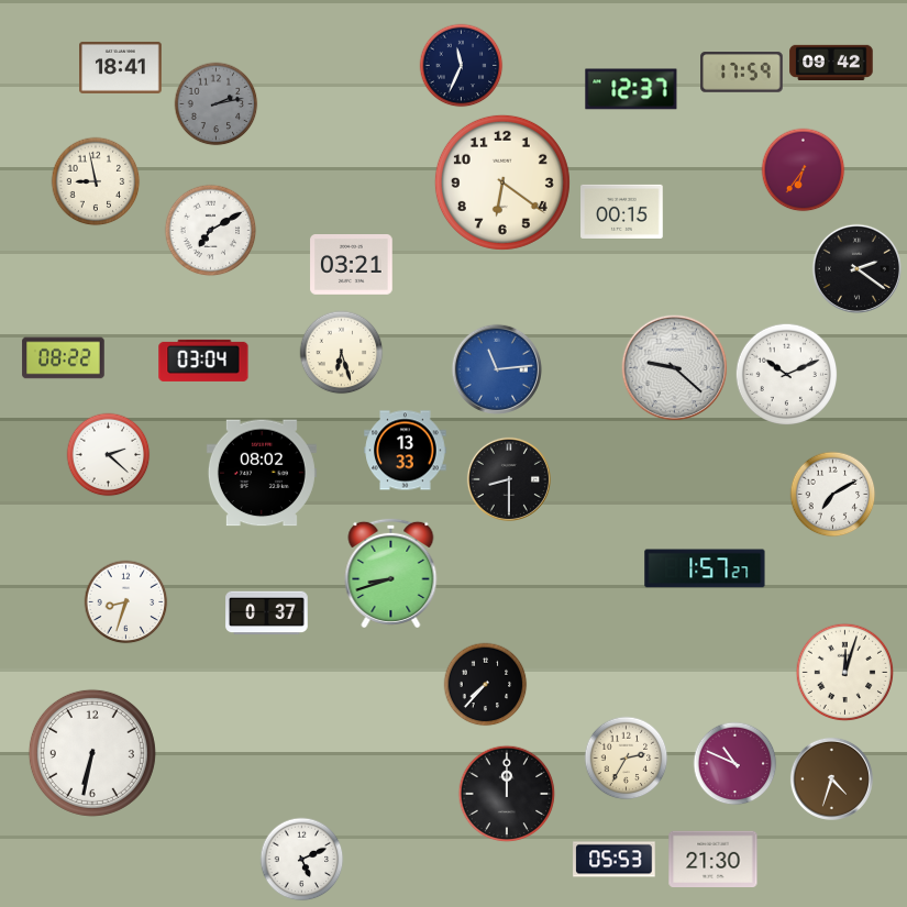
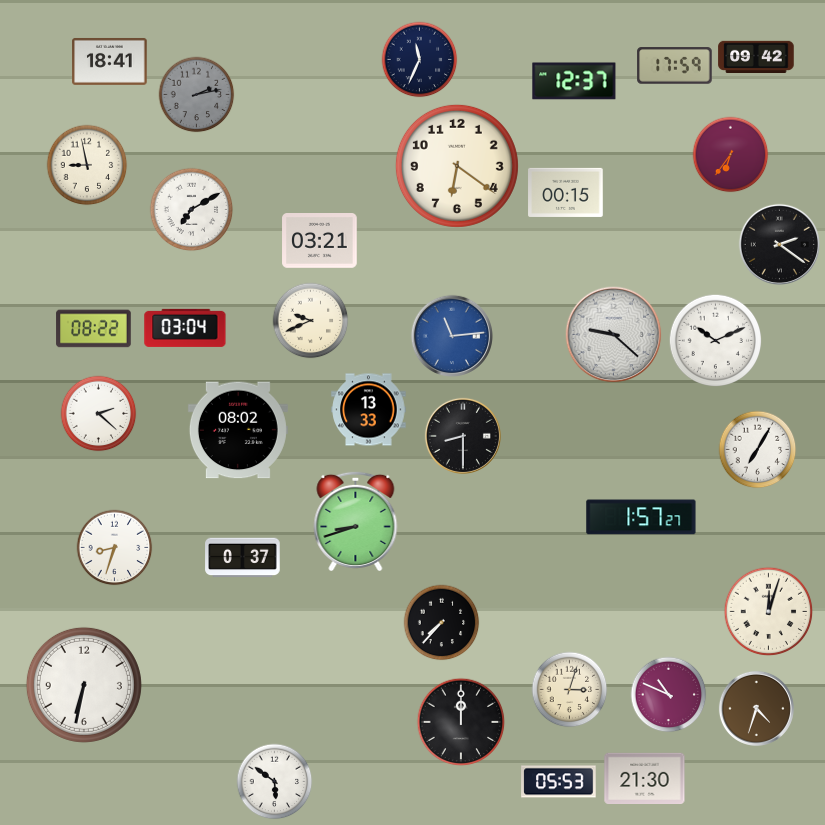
clock at (342, 353): 6:27 -> 9:41
clock at (64, 358) position: (64, 358) -> (94, 329)
clock at (833, 495): 7:10 -> 7:05
clock at (627, 759): 2:35 -> 3:03
clock at (714, 859) position: (714, 859) -> (645, 778)
clock at (302, 860): 5:11 -> 5:51
